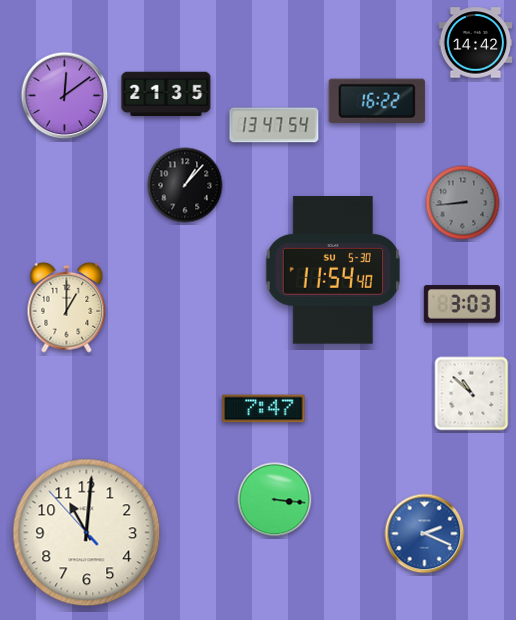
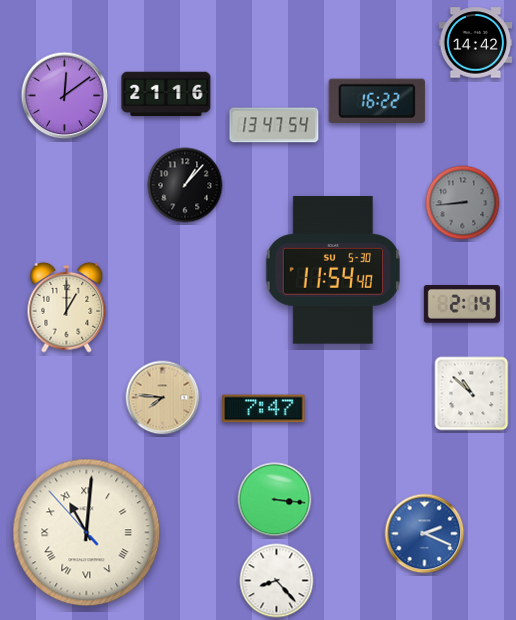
clock at (166, 94): 21:35 -> 21:16
clock at (462, 304): 3:03 -> 2:14
clock at (163, 398): none -> 7:46
clock at (87, 533) numerals: Arabic -> Roman
clock at (277, 581): none -> 8:23
